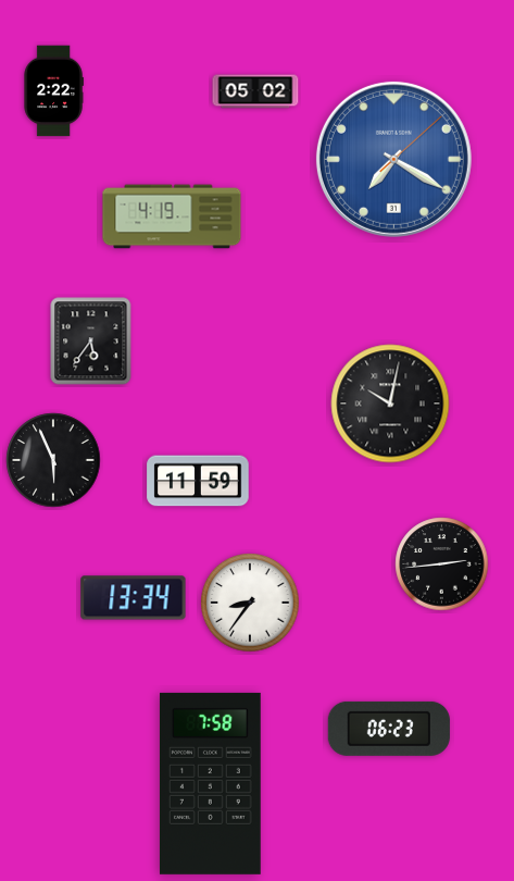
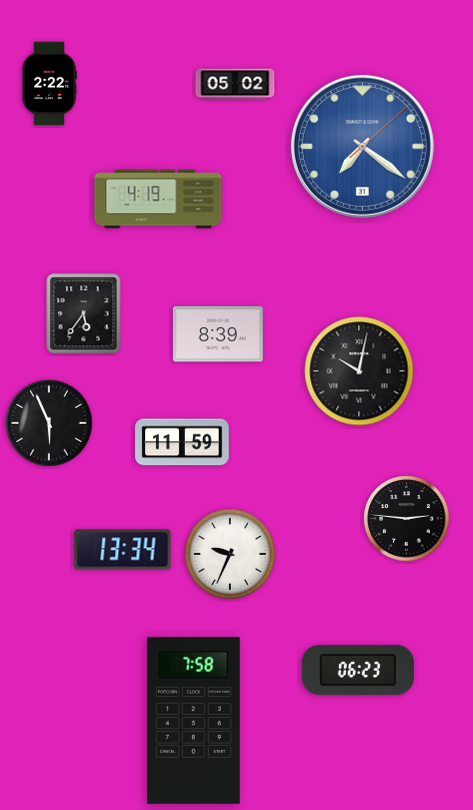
clock at (393, 159): 7:20 -> 7:21
clock at (218, 334): none -> 8:39
clock at (442, 564): 2:44 -> 2:46
clock at (250, 603): 8:36 -> 9:34
